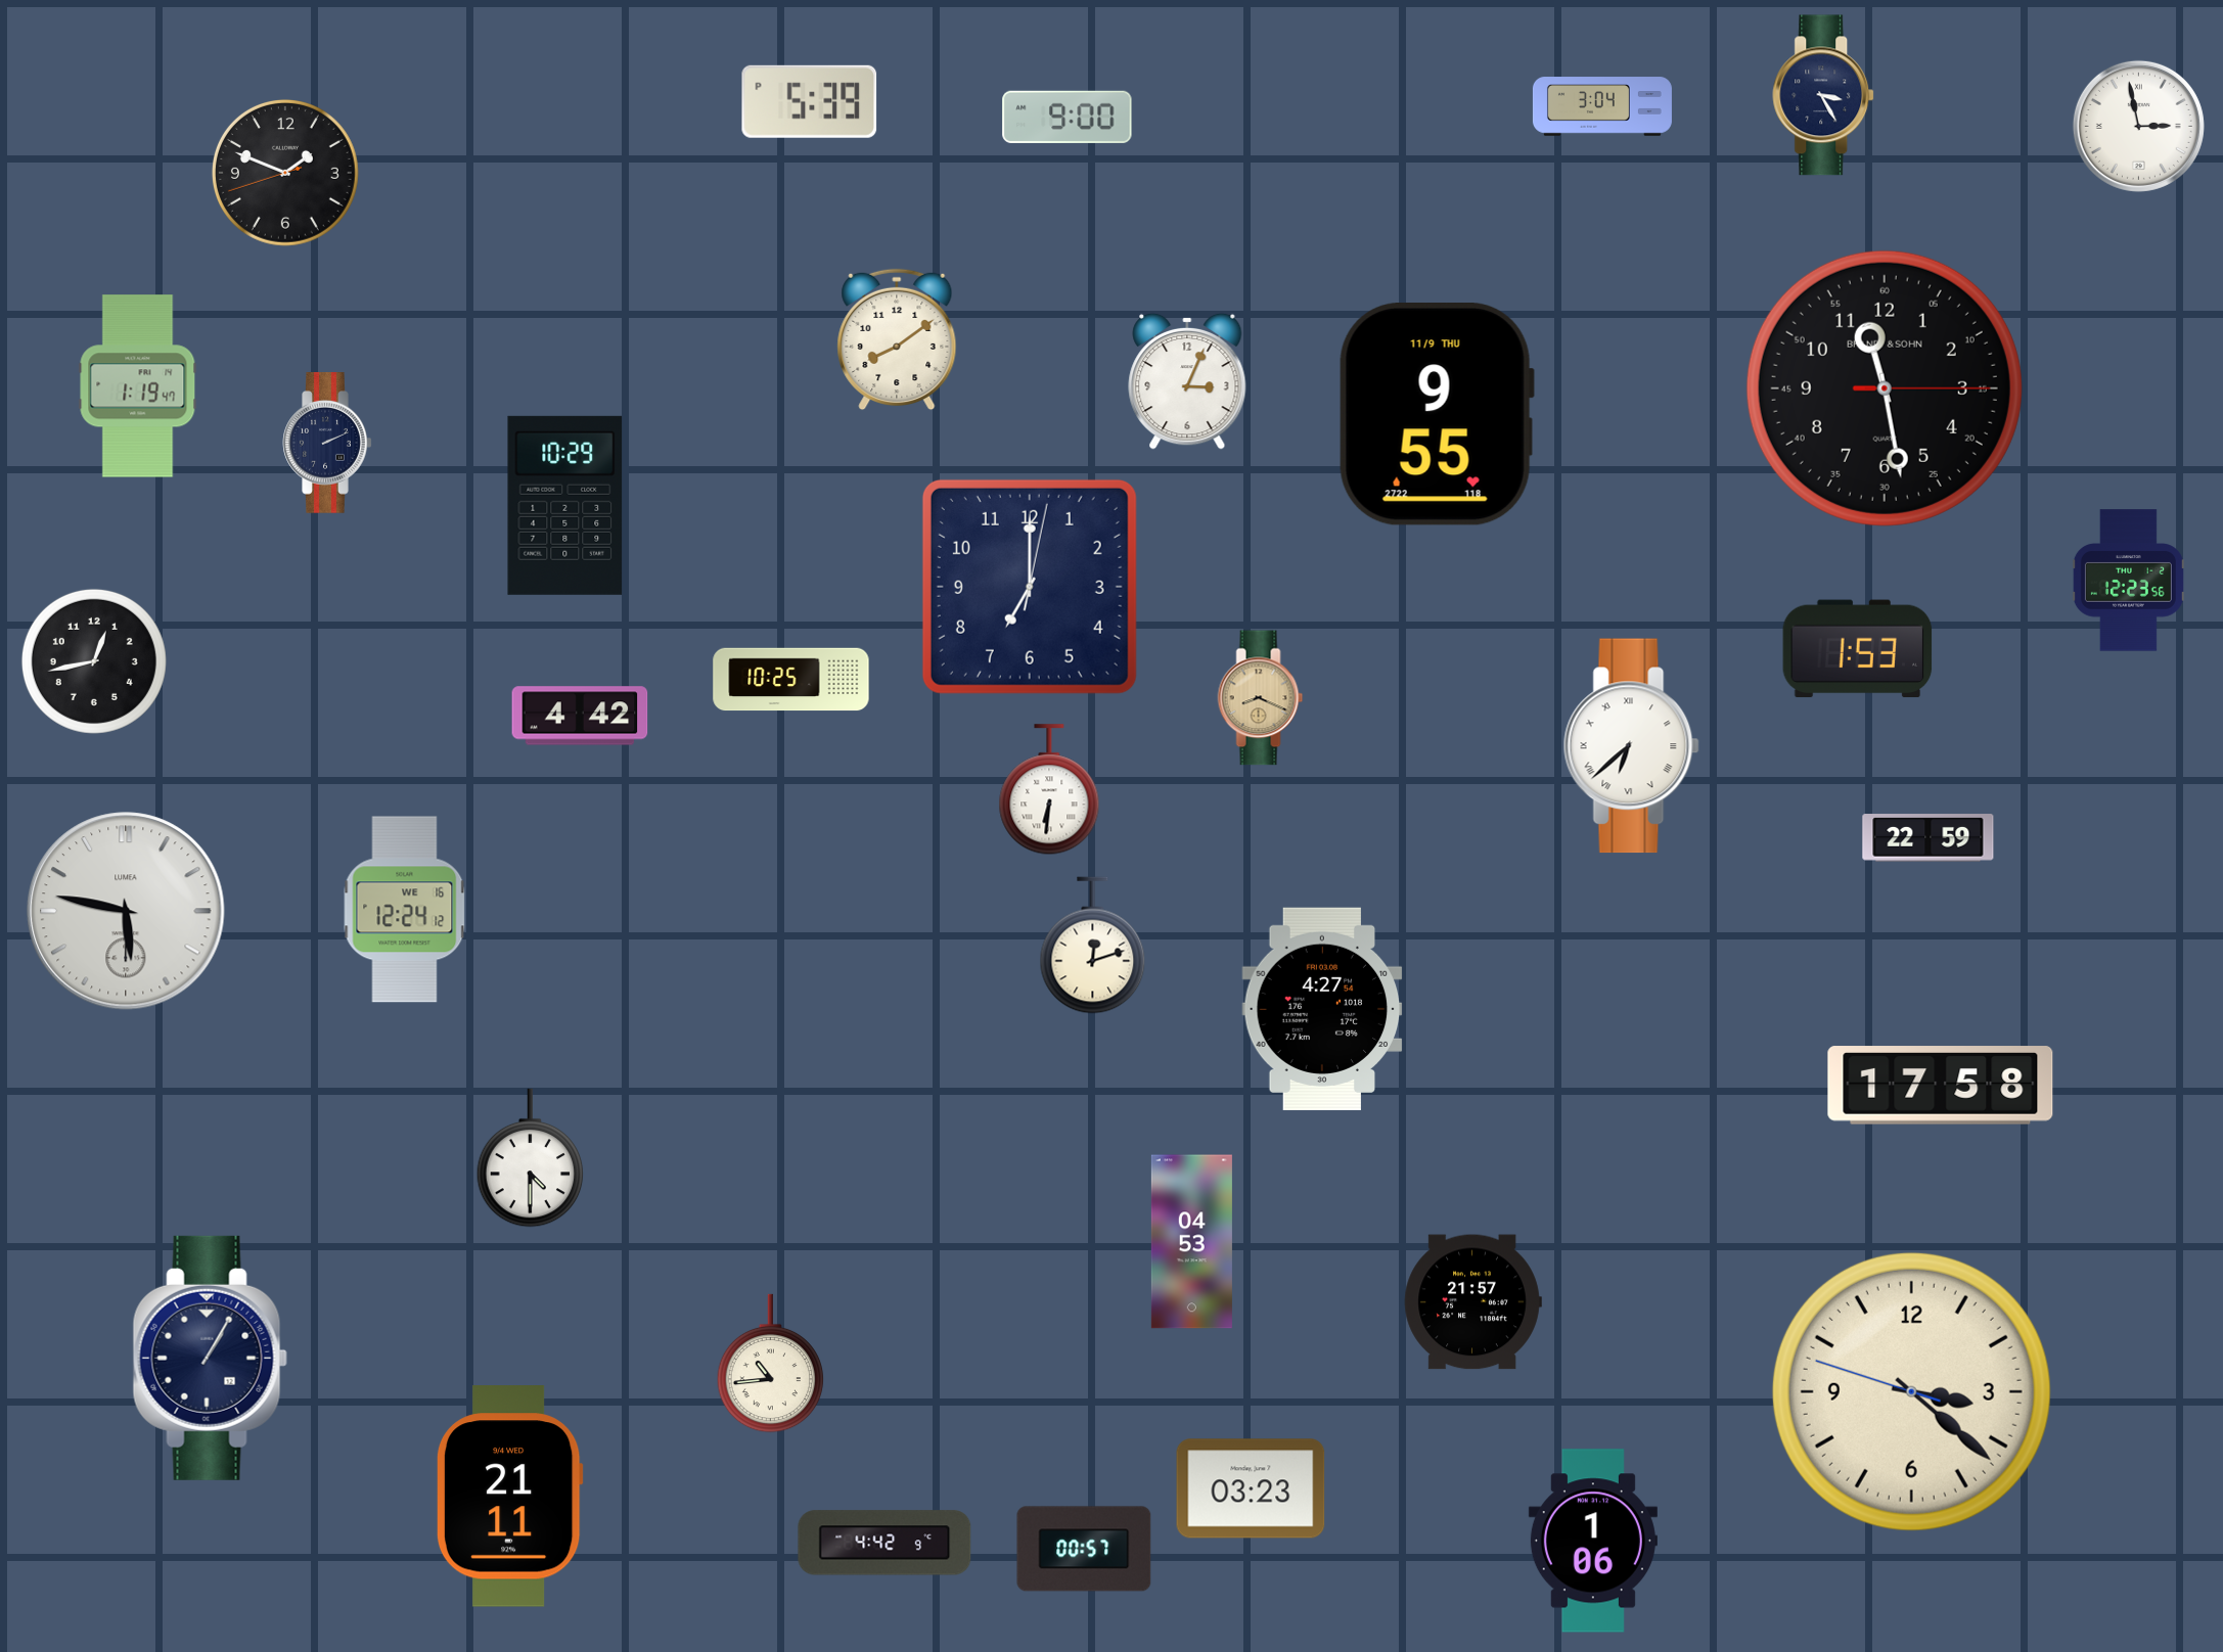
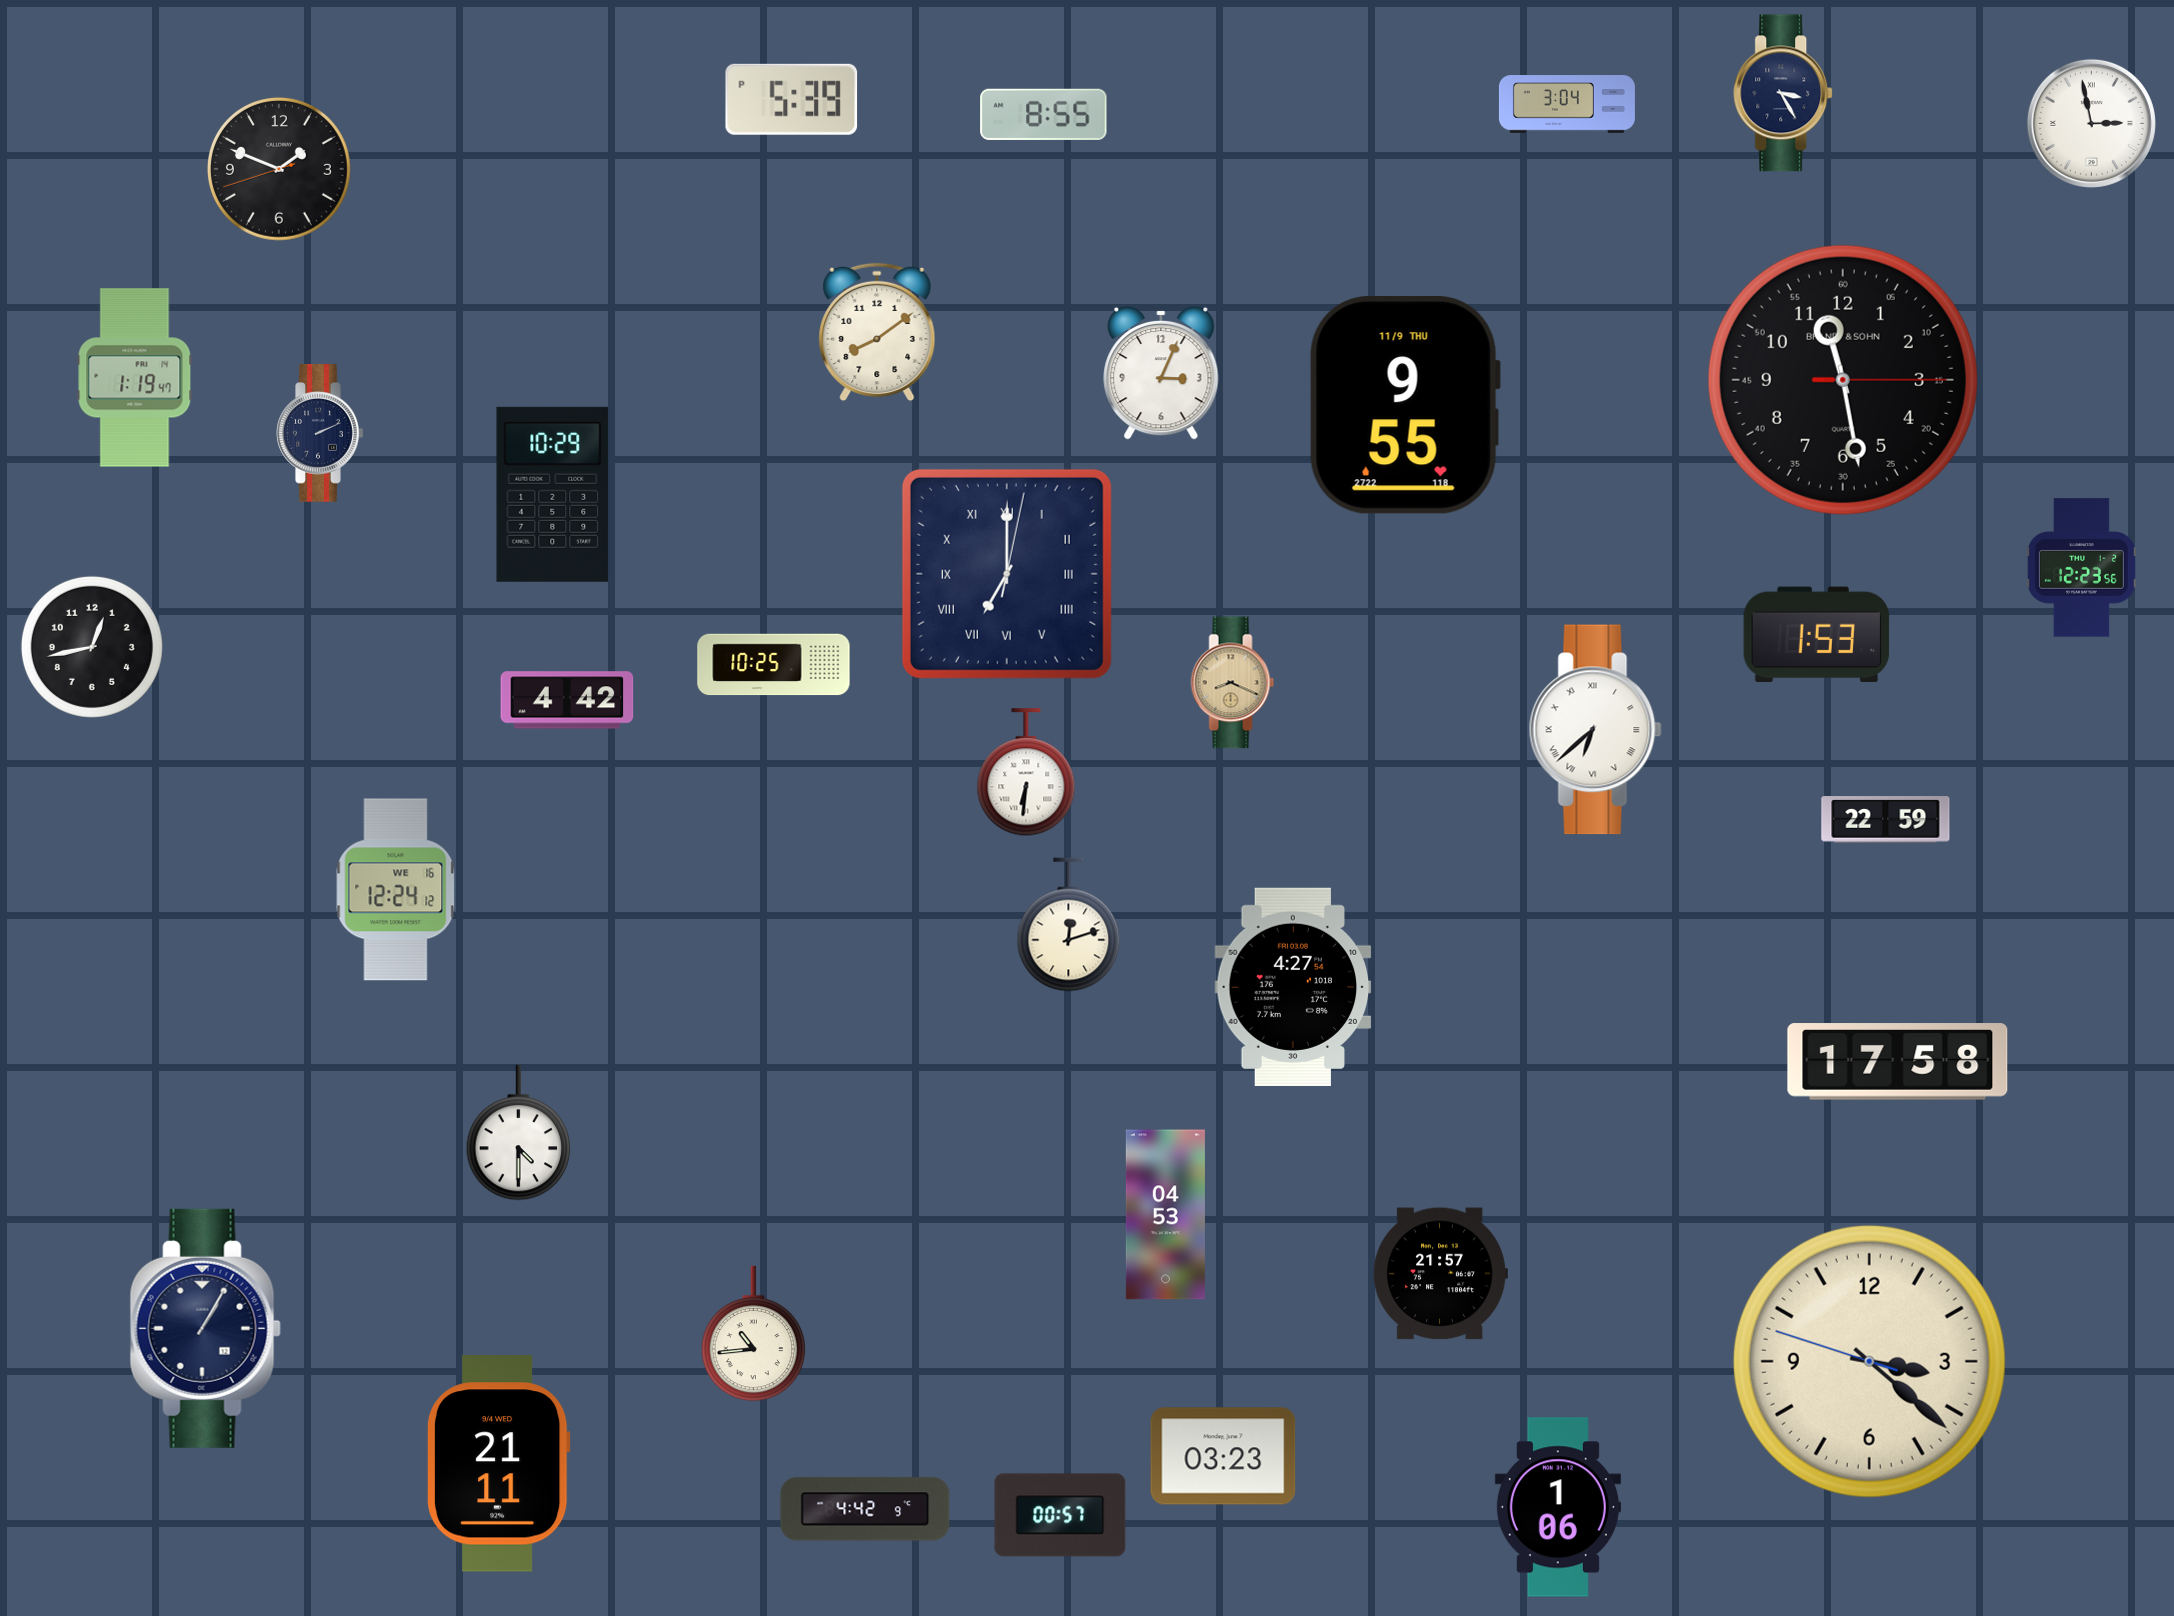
clock at (1068, 117): 9:00 -> 8:55
clock at (1030, 587) numerals: Arabic -> Roman
clock at (126, 911): 5:47 -> none
